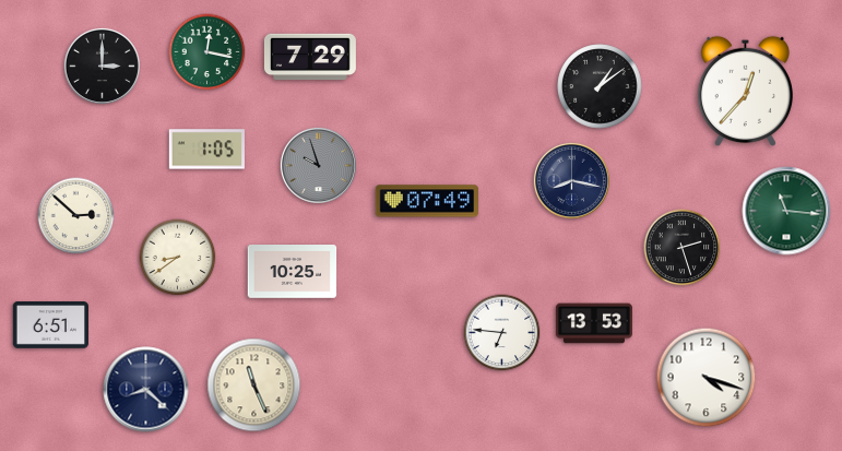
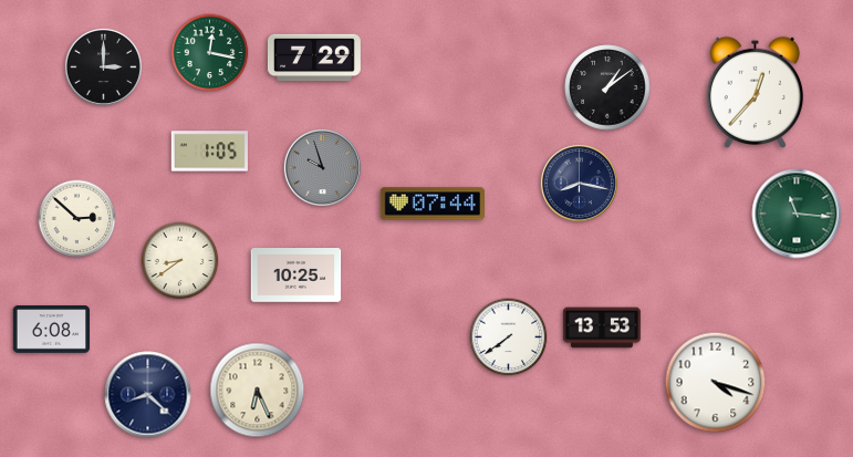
clock at (427, 201): 07:49 -> 07:44
clock at (683, 248): 2:27 -> none
clock at (50, 325): 6:51 -> 6:08
clock at (502, 333): 6:46 -> 7:39
clock at (254, 385): 11:26 -> 6:26
